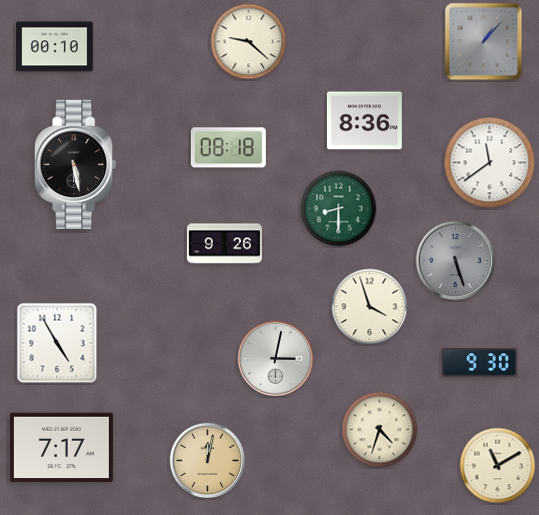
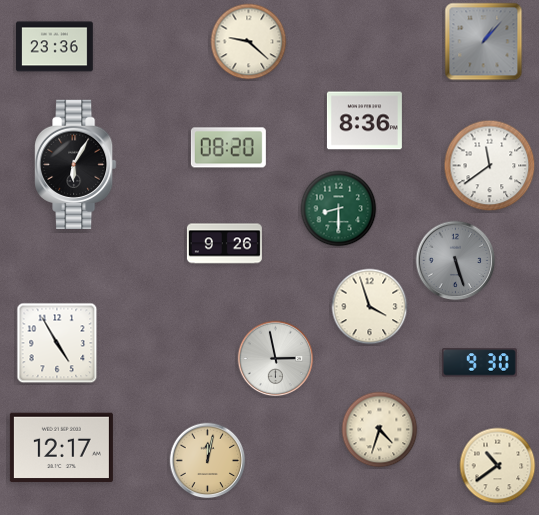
clock at (55, 47): 00:10 -> 23:36
clock at (228, 148): 08:18 -> 08:20
clock at (490, 163) position: (490, 163) -> (490, 166)
clock at (76, 164): 5:28 -> 6:05
clock at (276, 359): 3:02 -> 2:58
clock at (61, 448): 7:17 -> 12:17
clock at (498, 466): 11:10 -> 10:39
